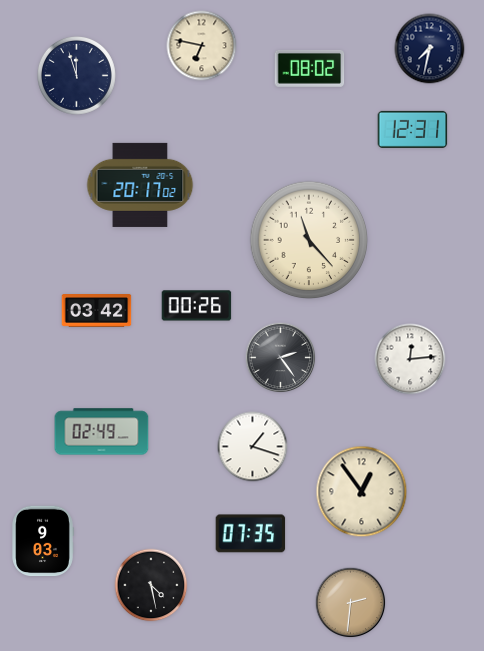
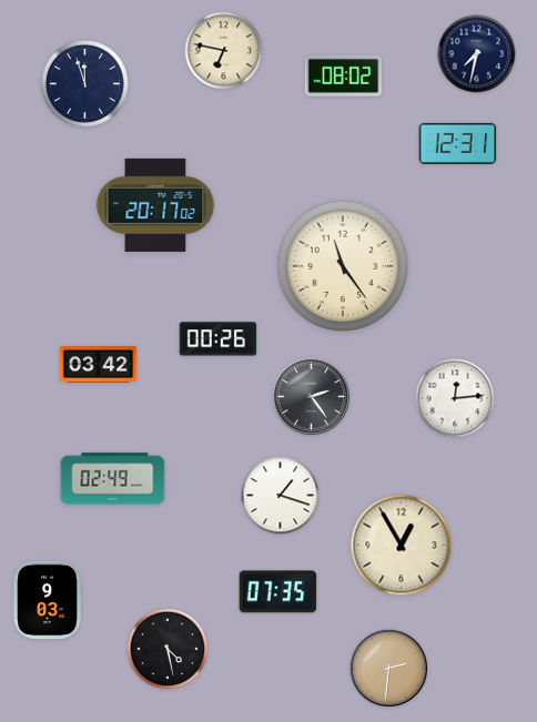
clock at (309, 240): 11:23 -> 11:24
clock at (97, 311) position: (97, 311) -> (99, 365)
clock at (362, 492): 12:54 -> 12:55
